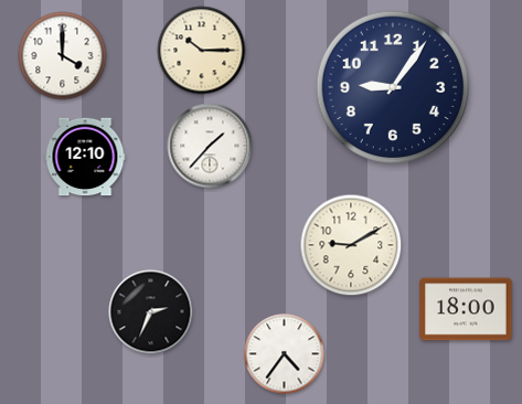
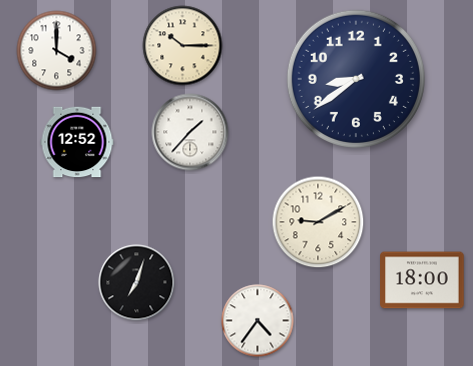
clock at (392, 86): 9:06 -> 8:39
clock at (85, 157): 12:10 -> 12:52
clock at (151, 312): 2:34 -> 7:03
